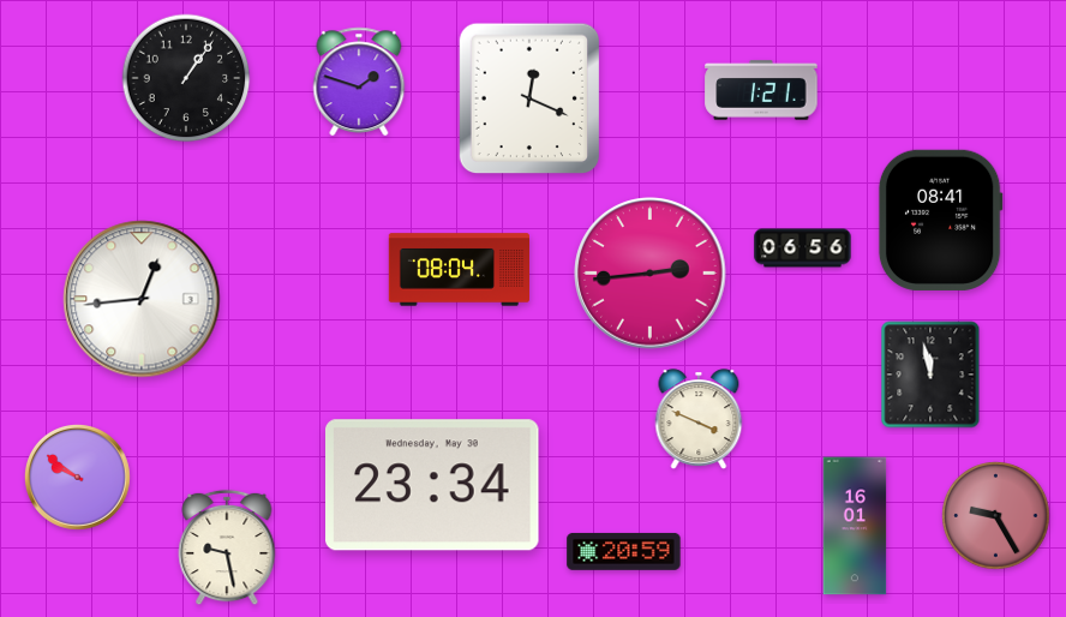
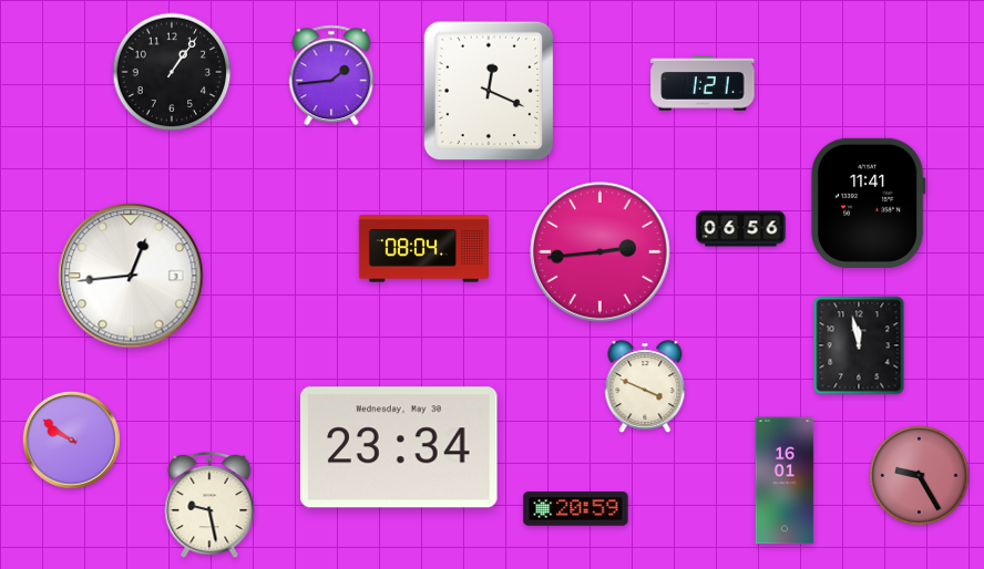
clock at (359, 82): 1:48 -> 1:44
clock at (940, 220): 08:41 -> 11:41
clock at (855, 526) position: (855, 526) -> (785, 480)
